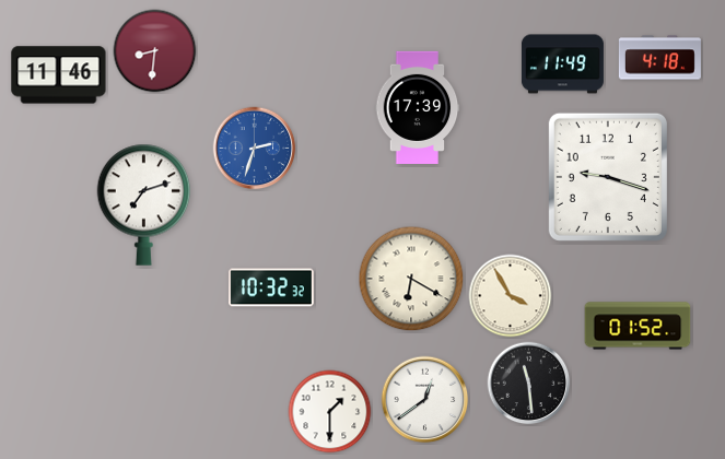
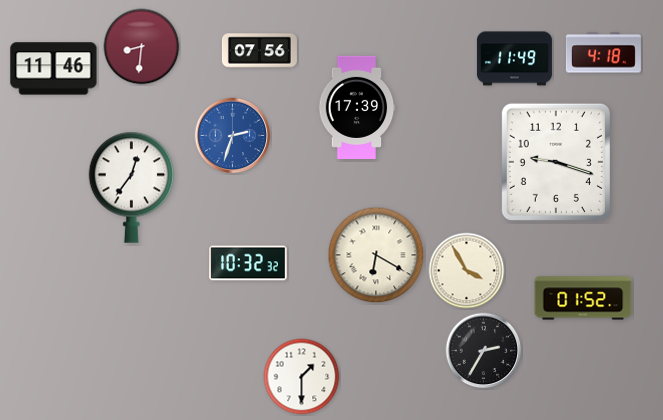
clock at (259, 51): none -> 07:56
clock at (418, 107) position: (418, 107) -> (357, 107)
clock at (144, 204): 7:12 -> 12:36
clock at (529, 384): 11:29 -> 2:35
clock at (425, 400): 12:39 -> none
